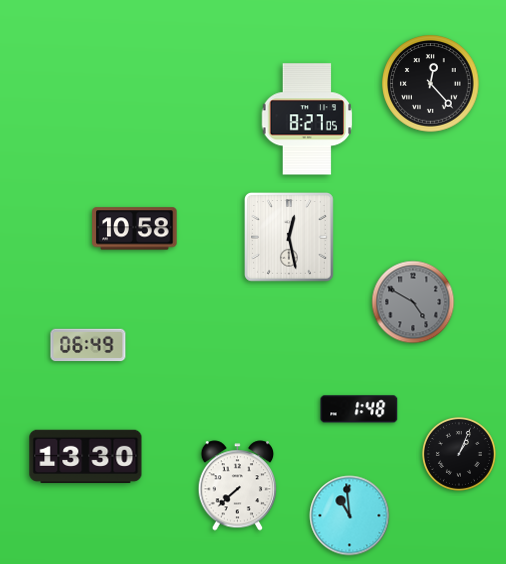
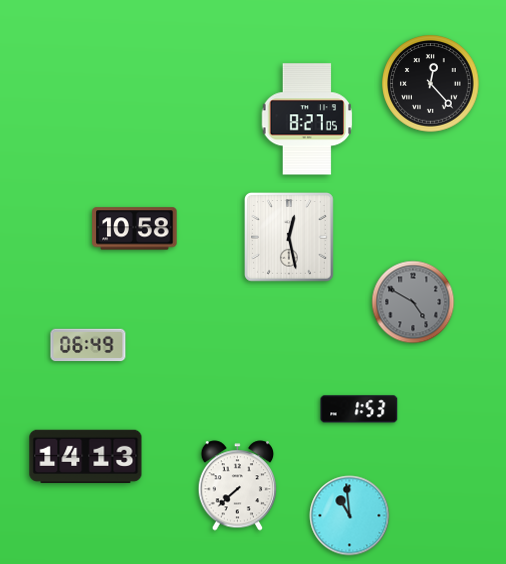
clock at (359, 409): 1:48 -> 1:53
clock at (459, 454): 1:04 -> none
clock at (86, 457): 13:30 -> 14:13
